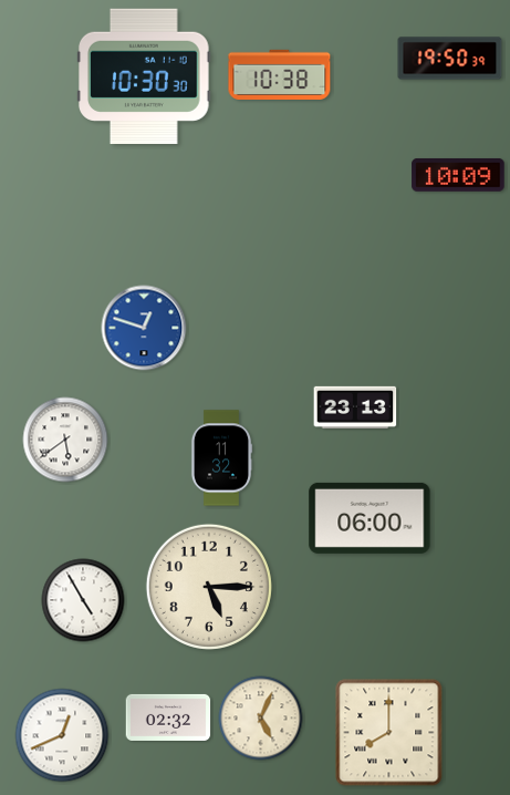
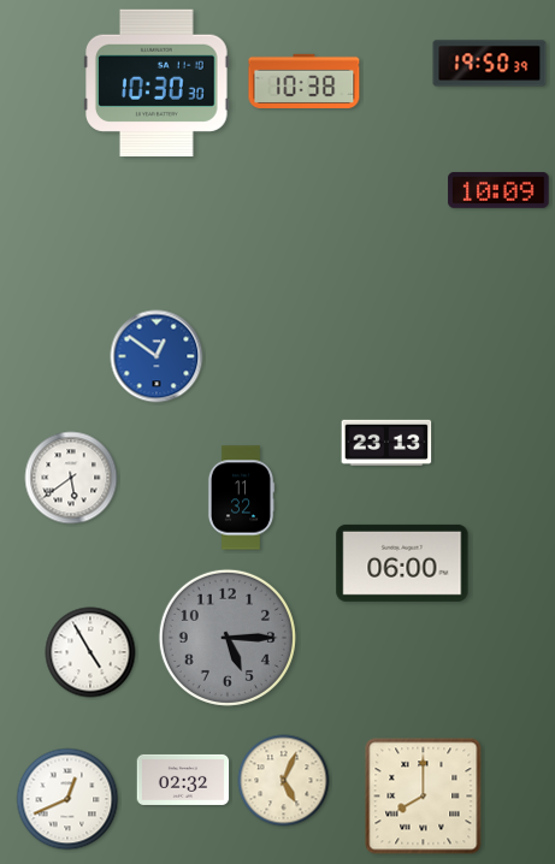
clock at (144, 328): 12:48 -> 12:51
clock at (209, 587) dial: cream -> grey
